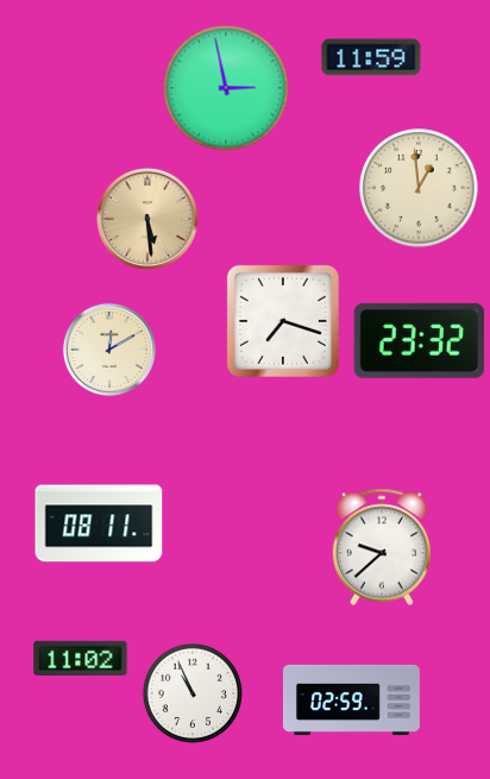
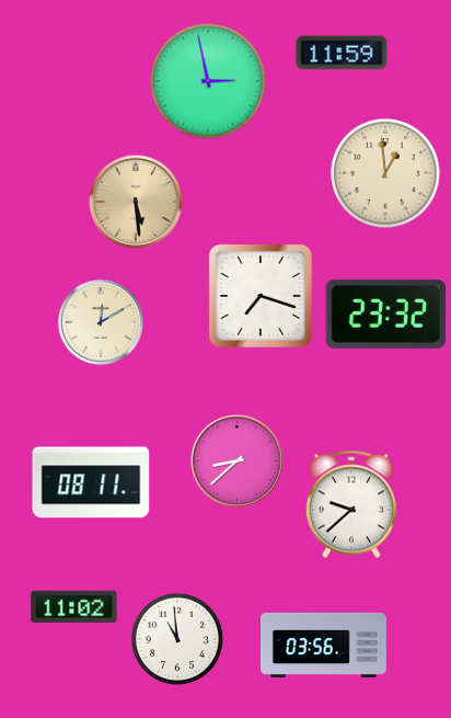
clock at (236, 460): none -> 8:38
clock at (193, 693): 10:56 -> 10:59
clock at (351, 699): 02:59 -> 03:56
